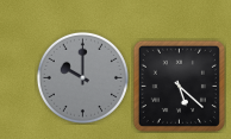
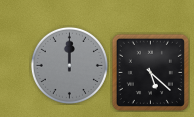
clock at (82, 77): 10:00 -> 12:00
